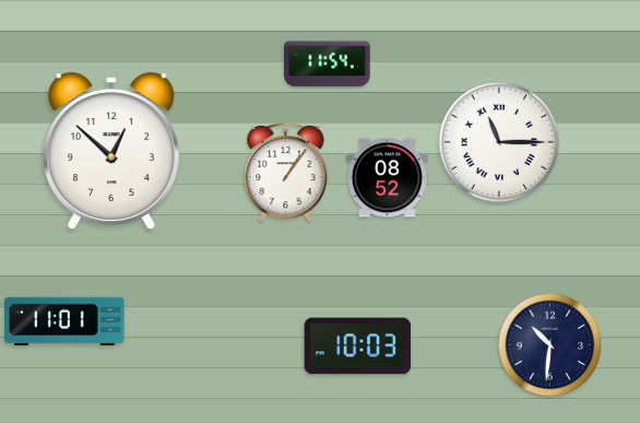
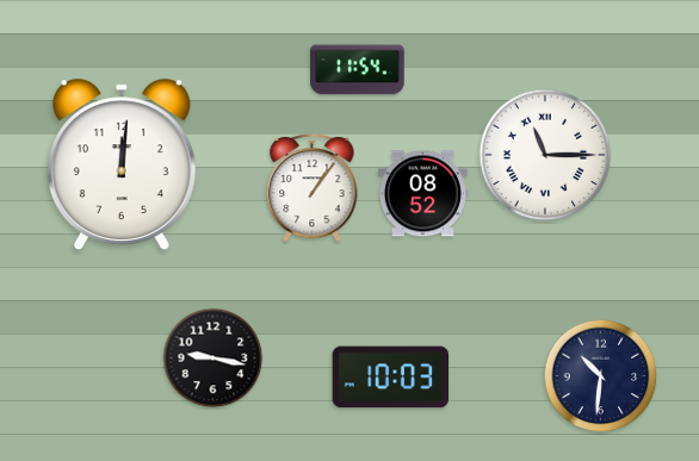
clock at (111, 151): 12:52 -> 12:01
clock at (64, 321): 11:01 -> none
clock at (214, 359): none -> 9:17
